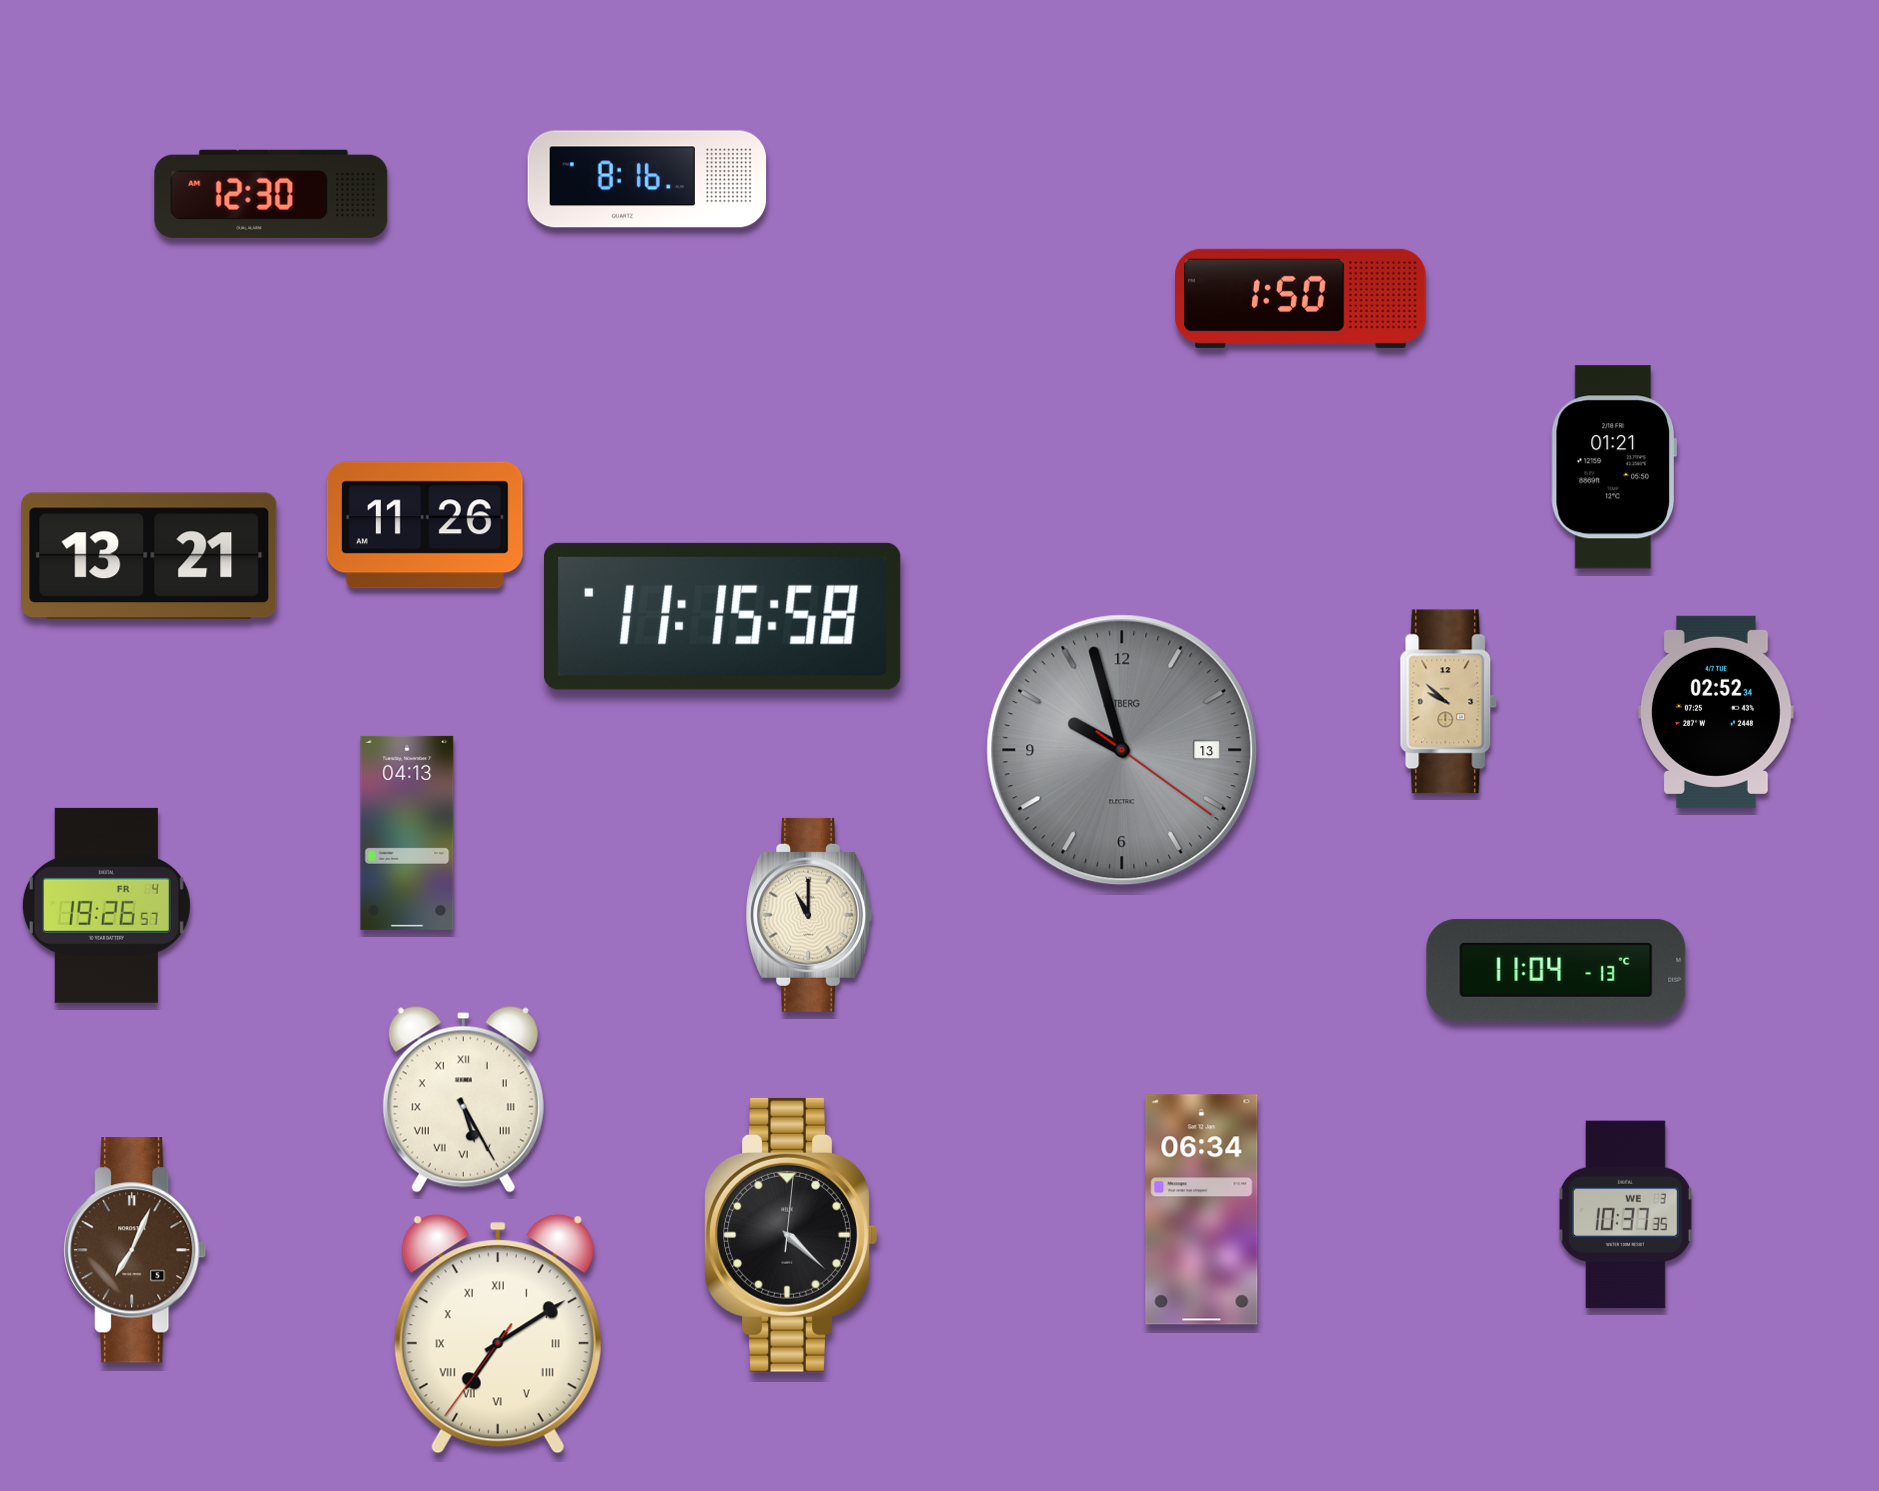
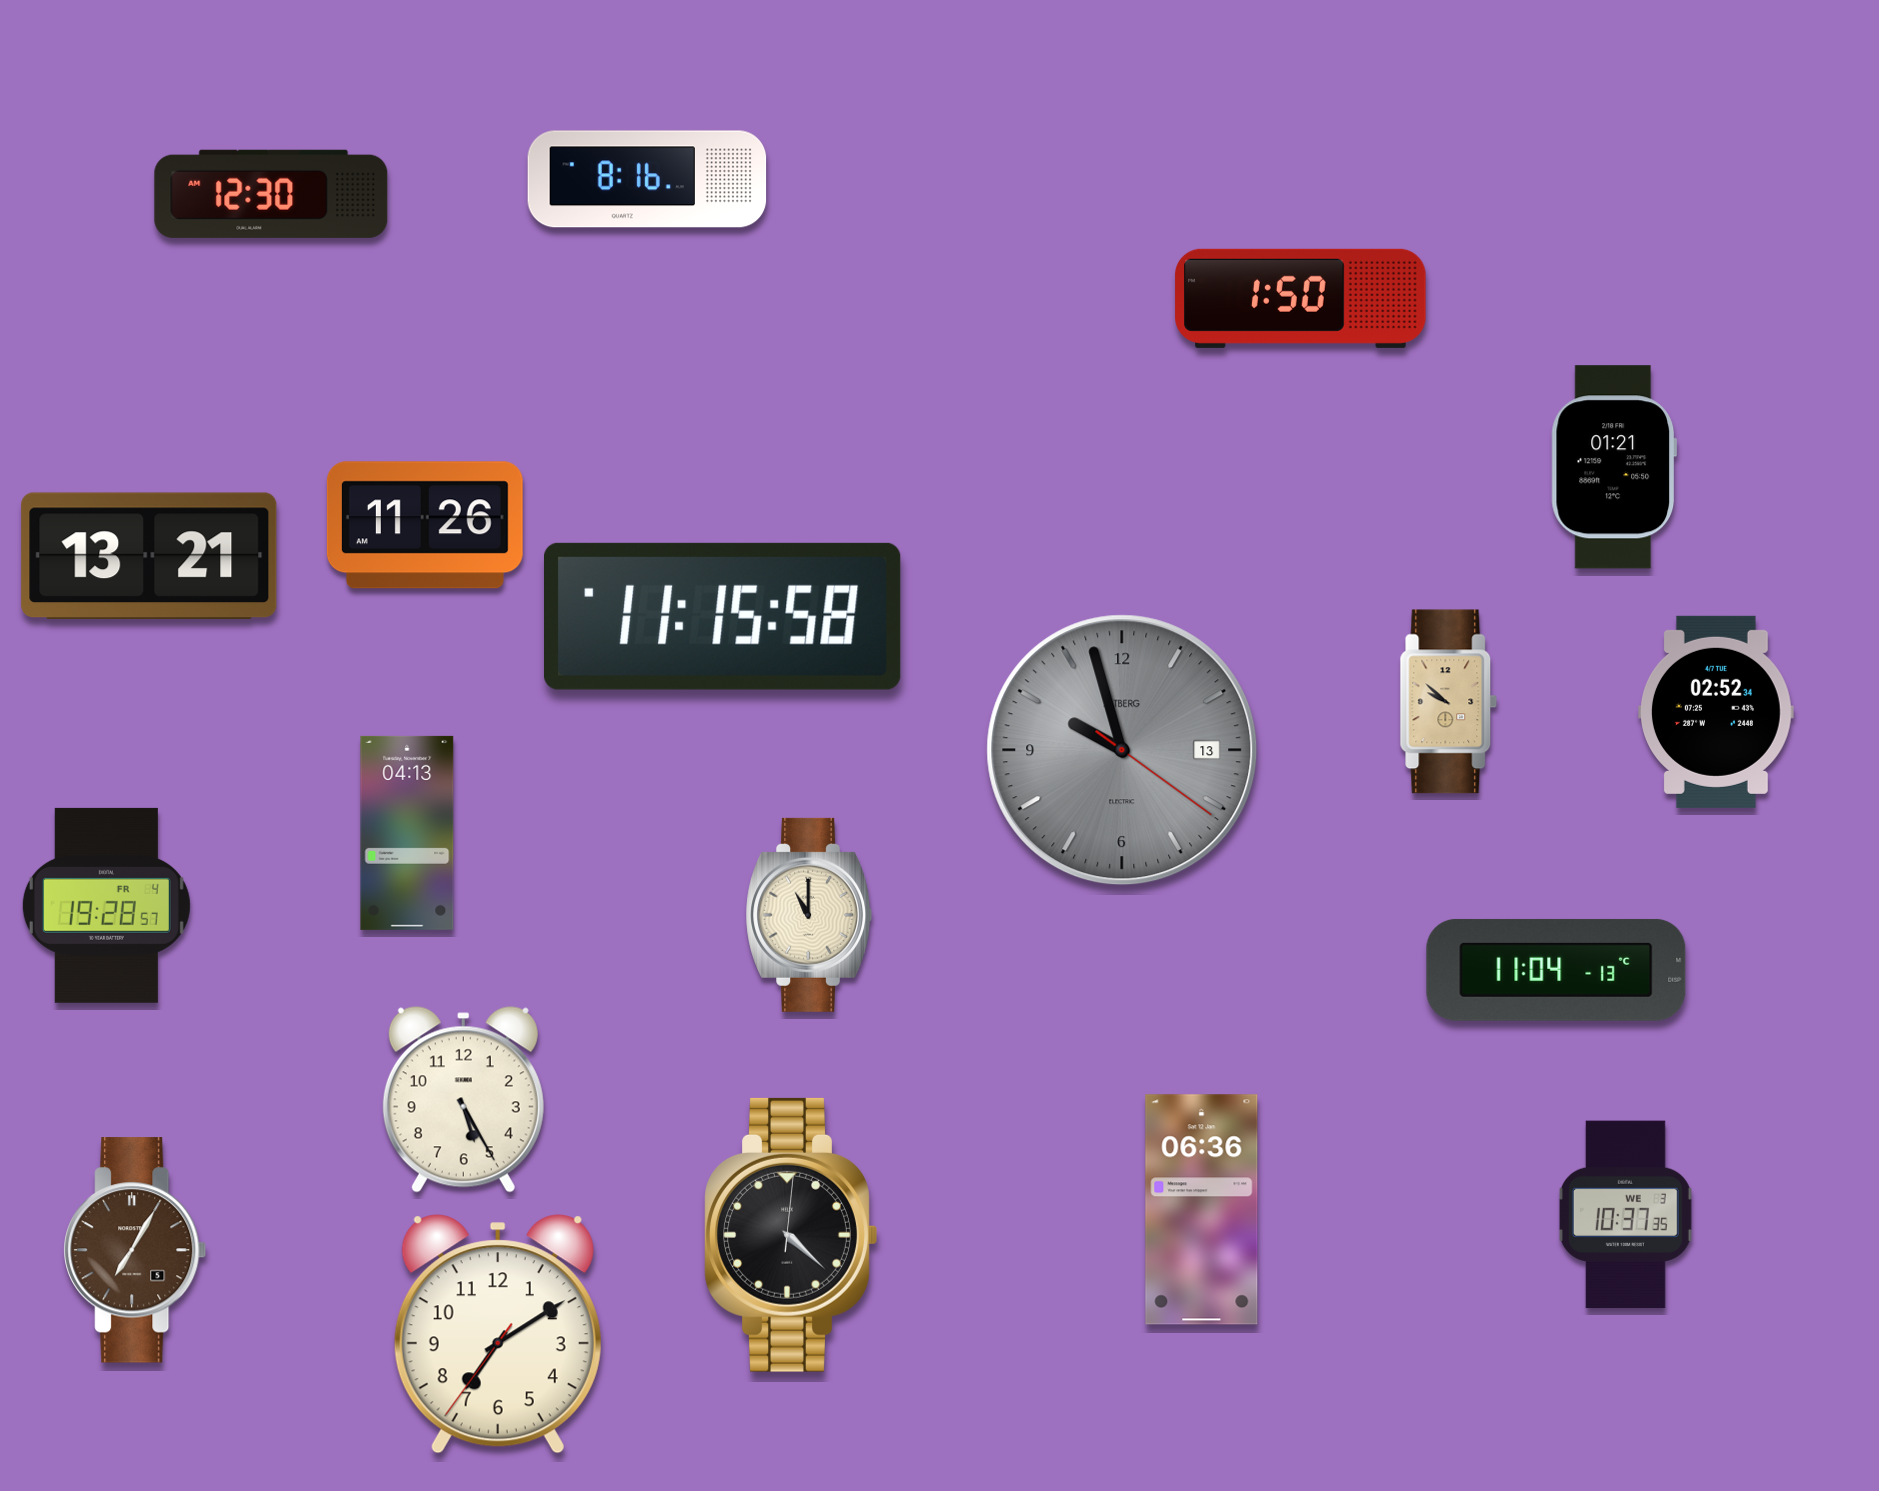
clock at (106, 905): 19:26 -> 19:28
clock at (463, 1100) numerals: Roman -> Arabic
clock at (1202, 1210): 06:34 -> 06:36
clock at (135, 1250): 7:04 -> 7:05
clock at (498, 1334) numerals: Roman -> Arabic
